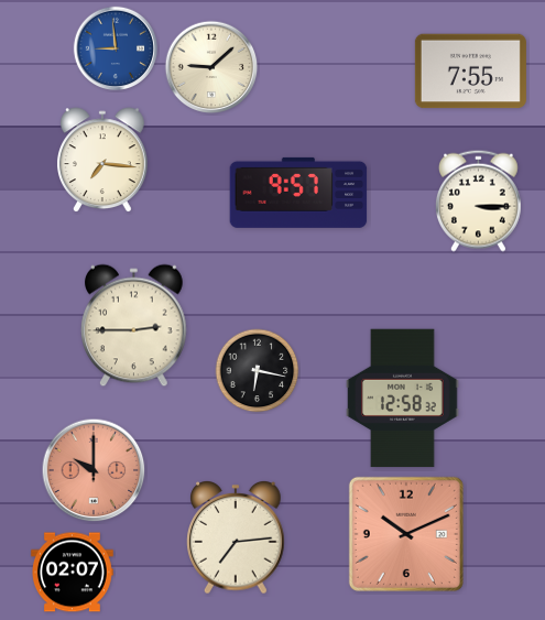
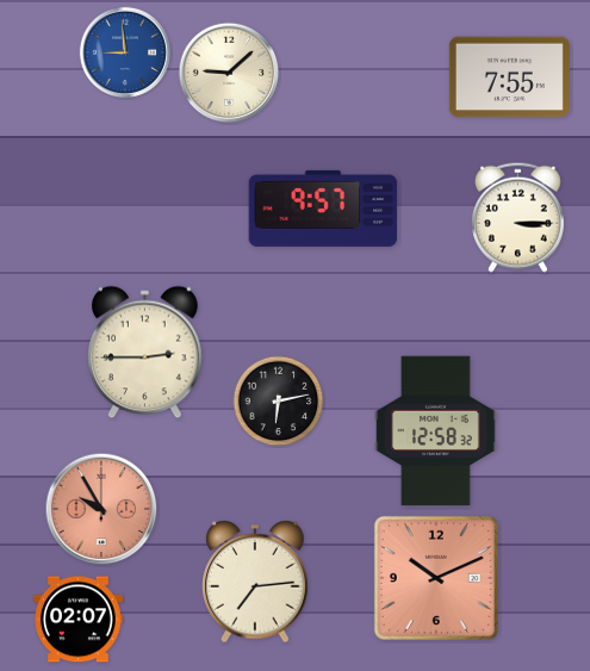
clock at (102, 160): 7:16 -> none
clock at (258, 371): 6:17 -> 6:13
clock at (94, 470): 10:00 -> 9:55
clock at (406, 534) position: (406, 534) -> (436, 578)
